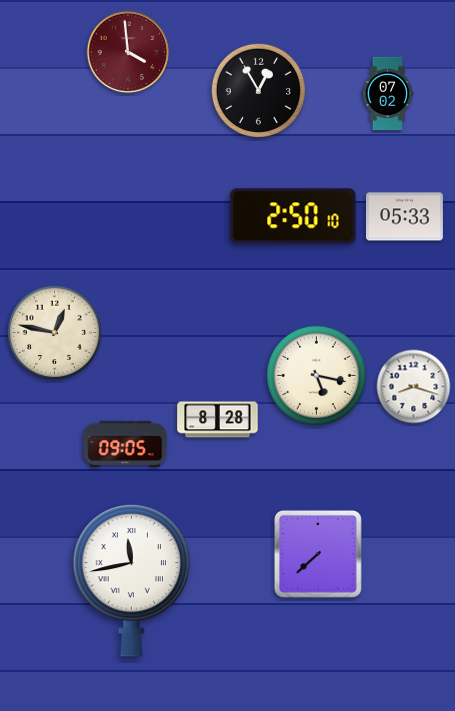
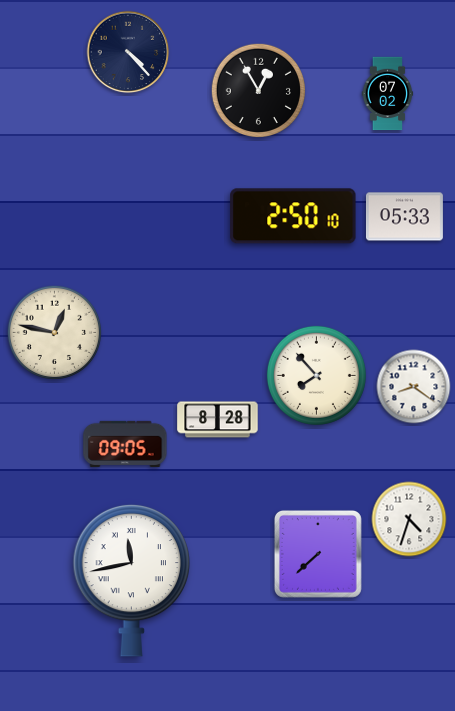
clock at (128, 52): 3:59 -> 4:23
clock at (128, 52) dial: burgundy -> navy
clock at (316, 375): 5:17 -> 7:53
clock at (414, 387): 8:18 -> 8:21
clock at (409, 519): none -> 4:33
